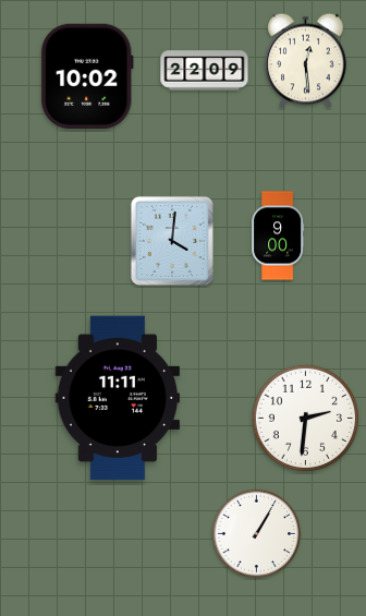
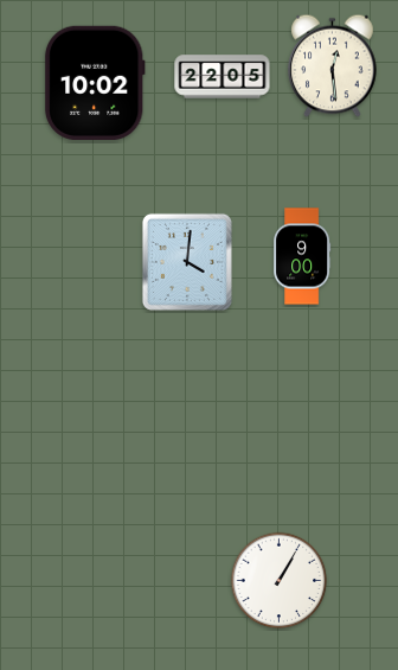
clock at (205, 71): 22:09 -> 22:05
clock at (117, 398): 11:11 -> none
clock at (305, 418): 2:31 -> none
